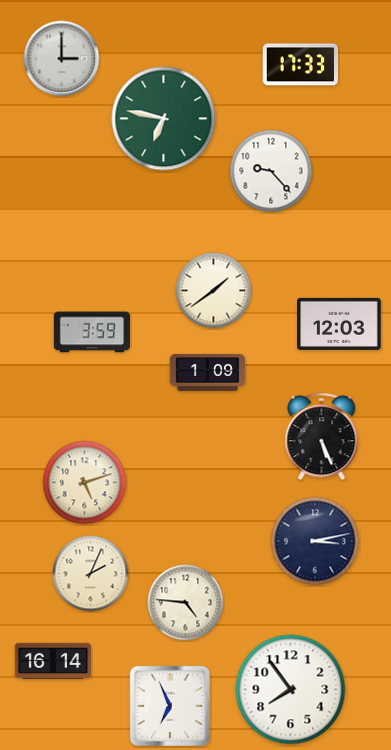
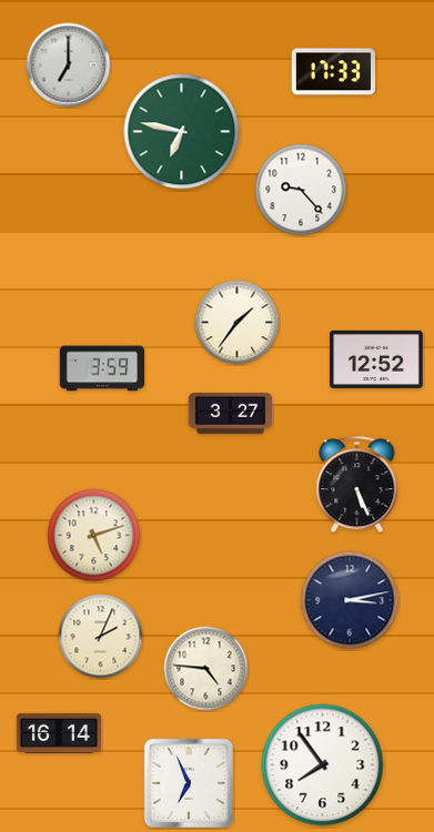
clock at (62, 59): 3:00 -> 7:00
clock at (214, 291): 1:39 -> 1:36
clock at (339, 324): 12:03 -> 12:52
clock at (208, 372): 1:09 -> 3:27
